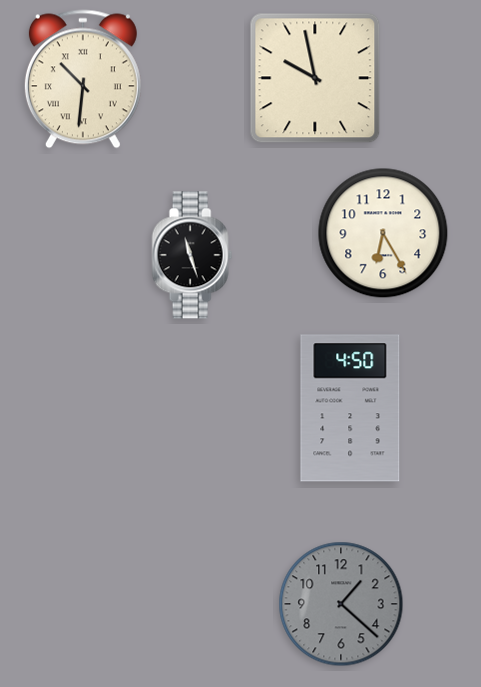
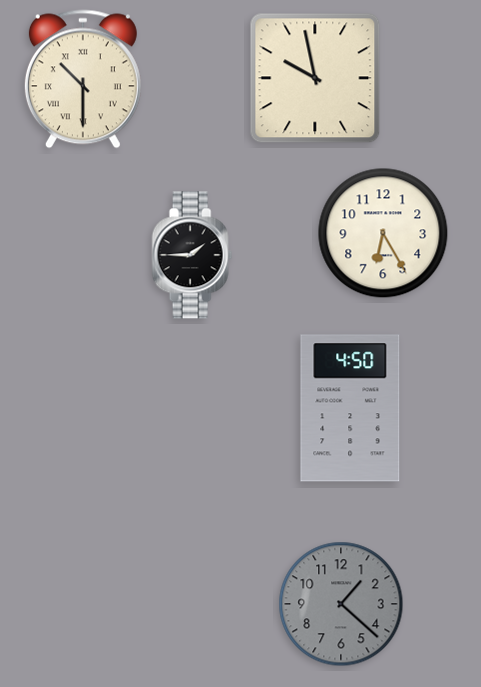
clock at (83, 79): 10:31 -> 10:30
clock at (192, 255): 11:27 -> 1:45
